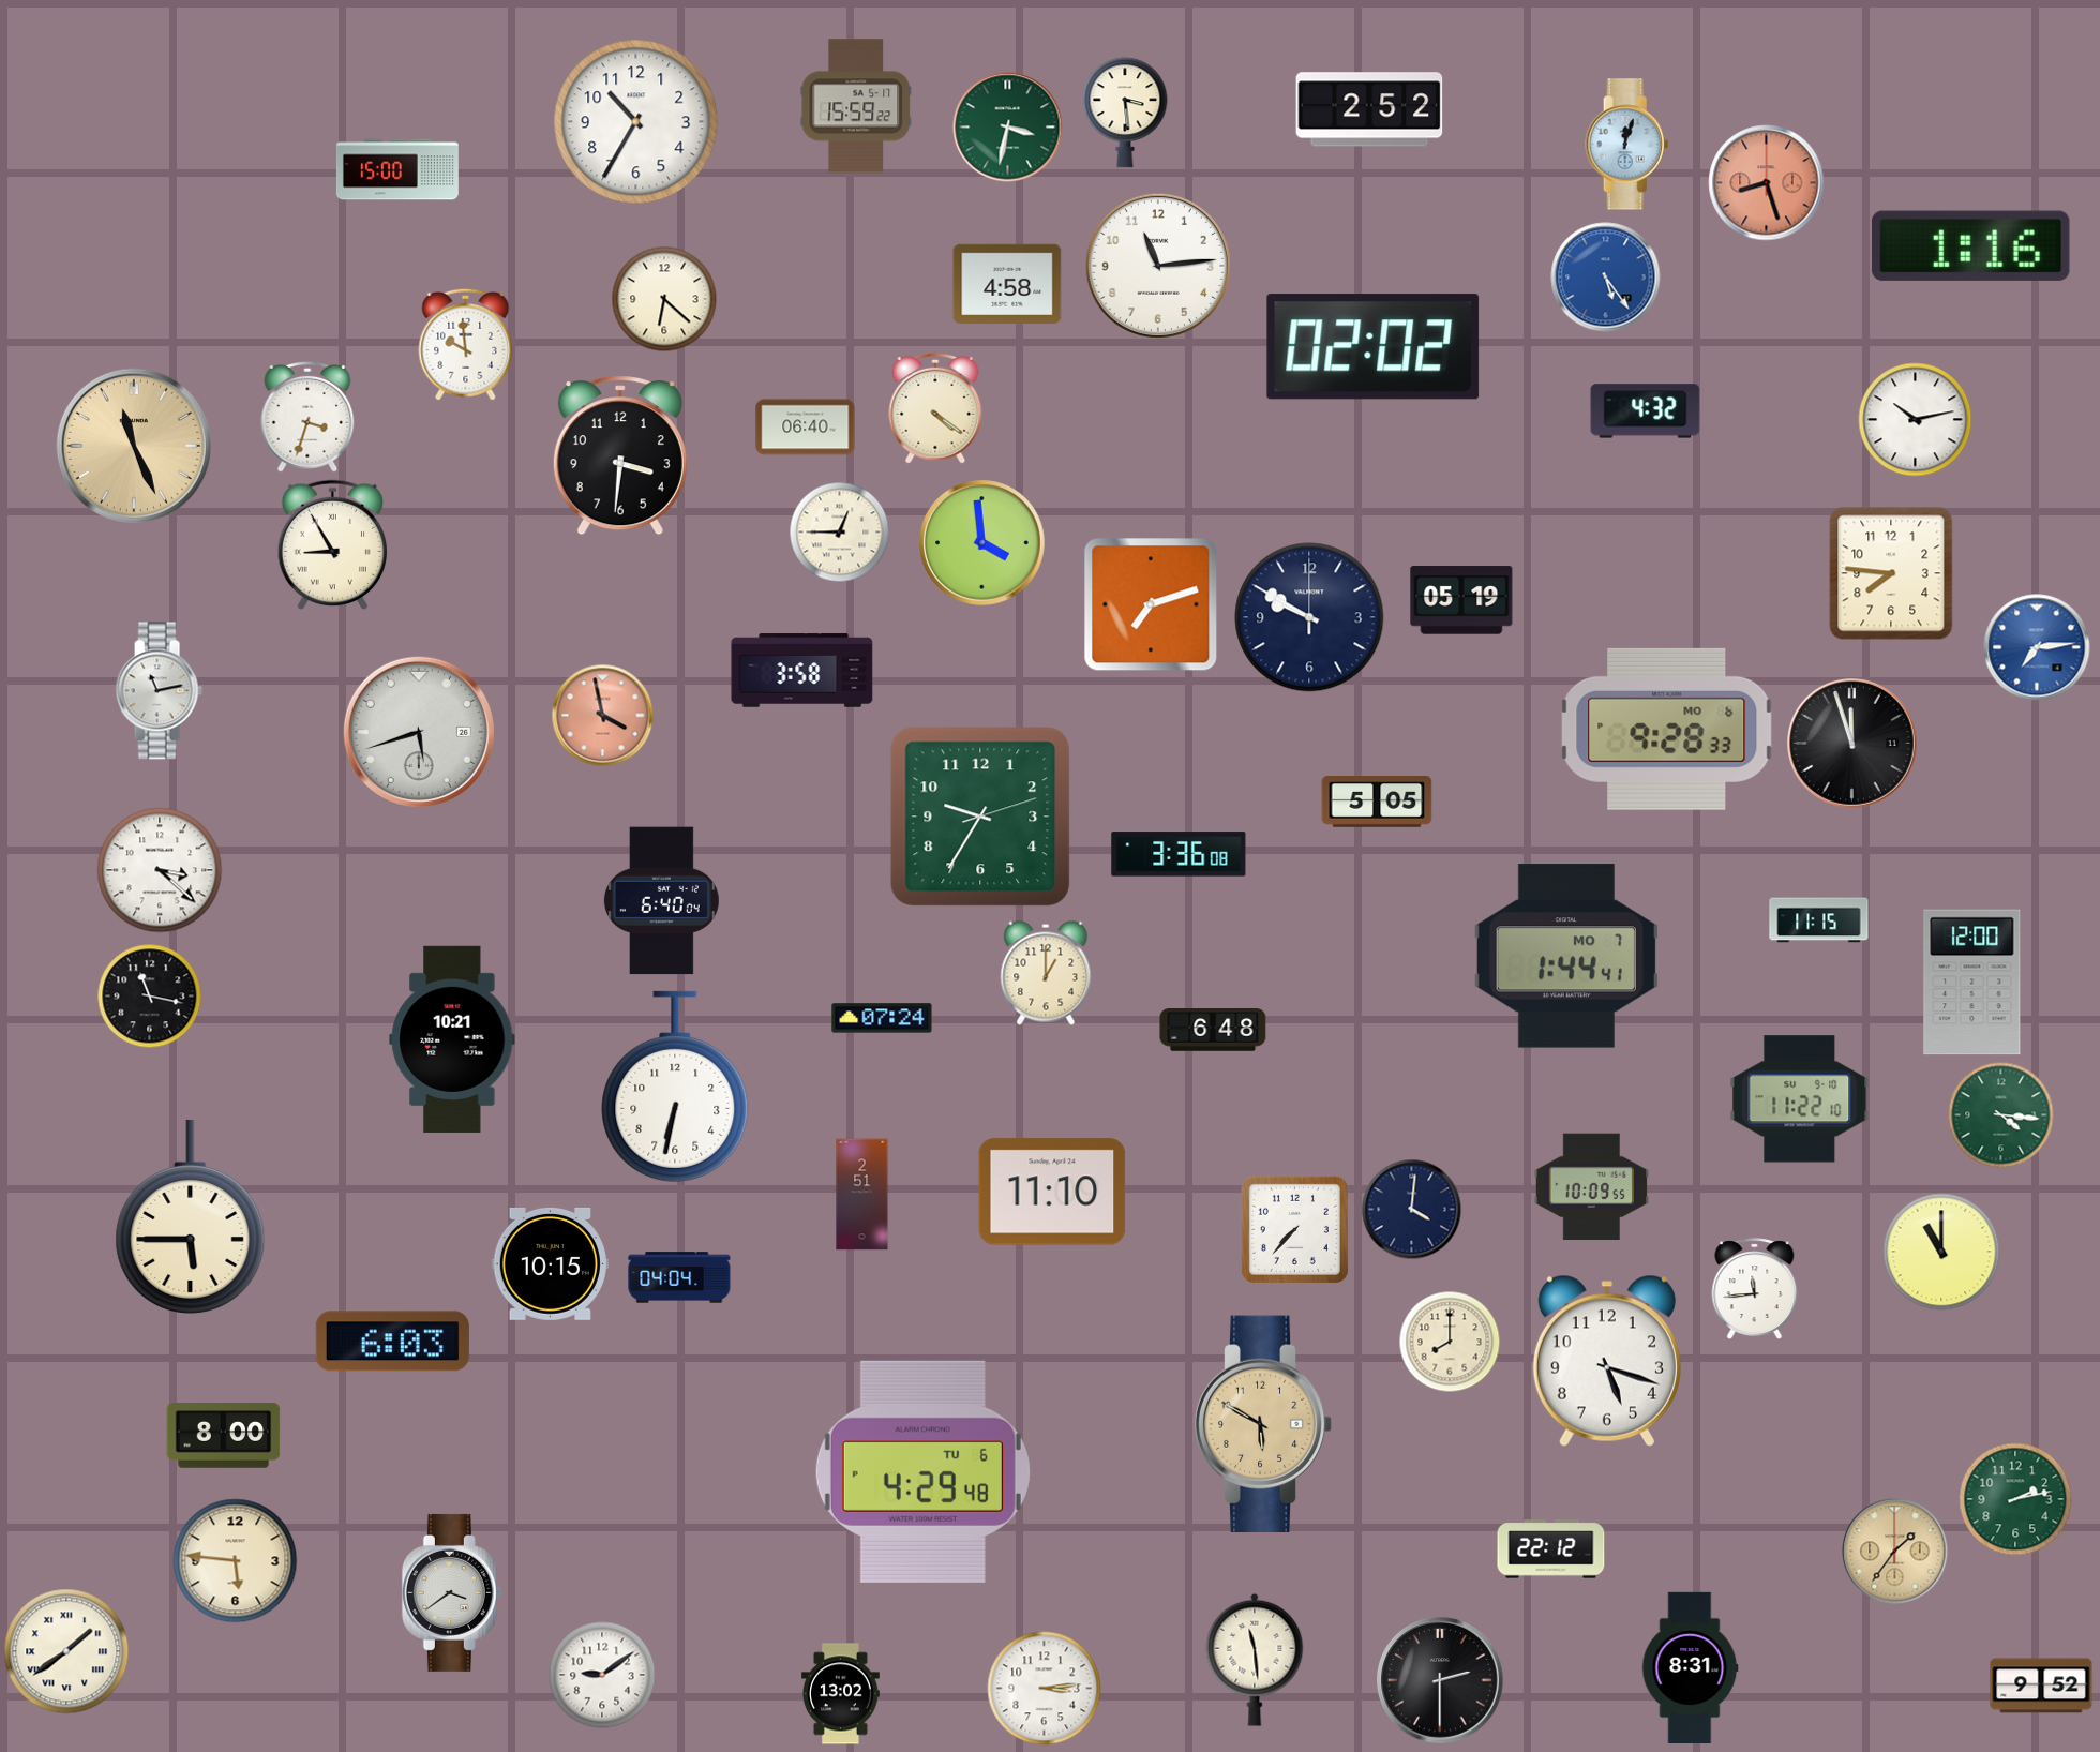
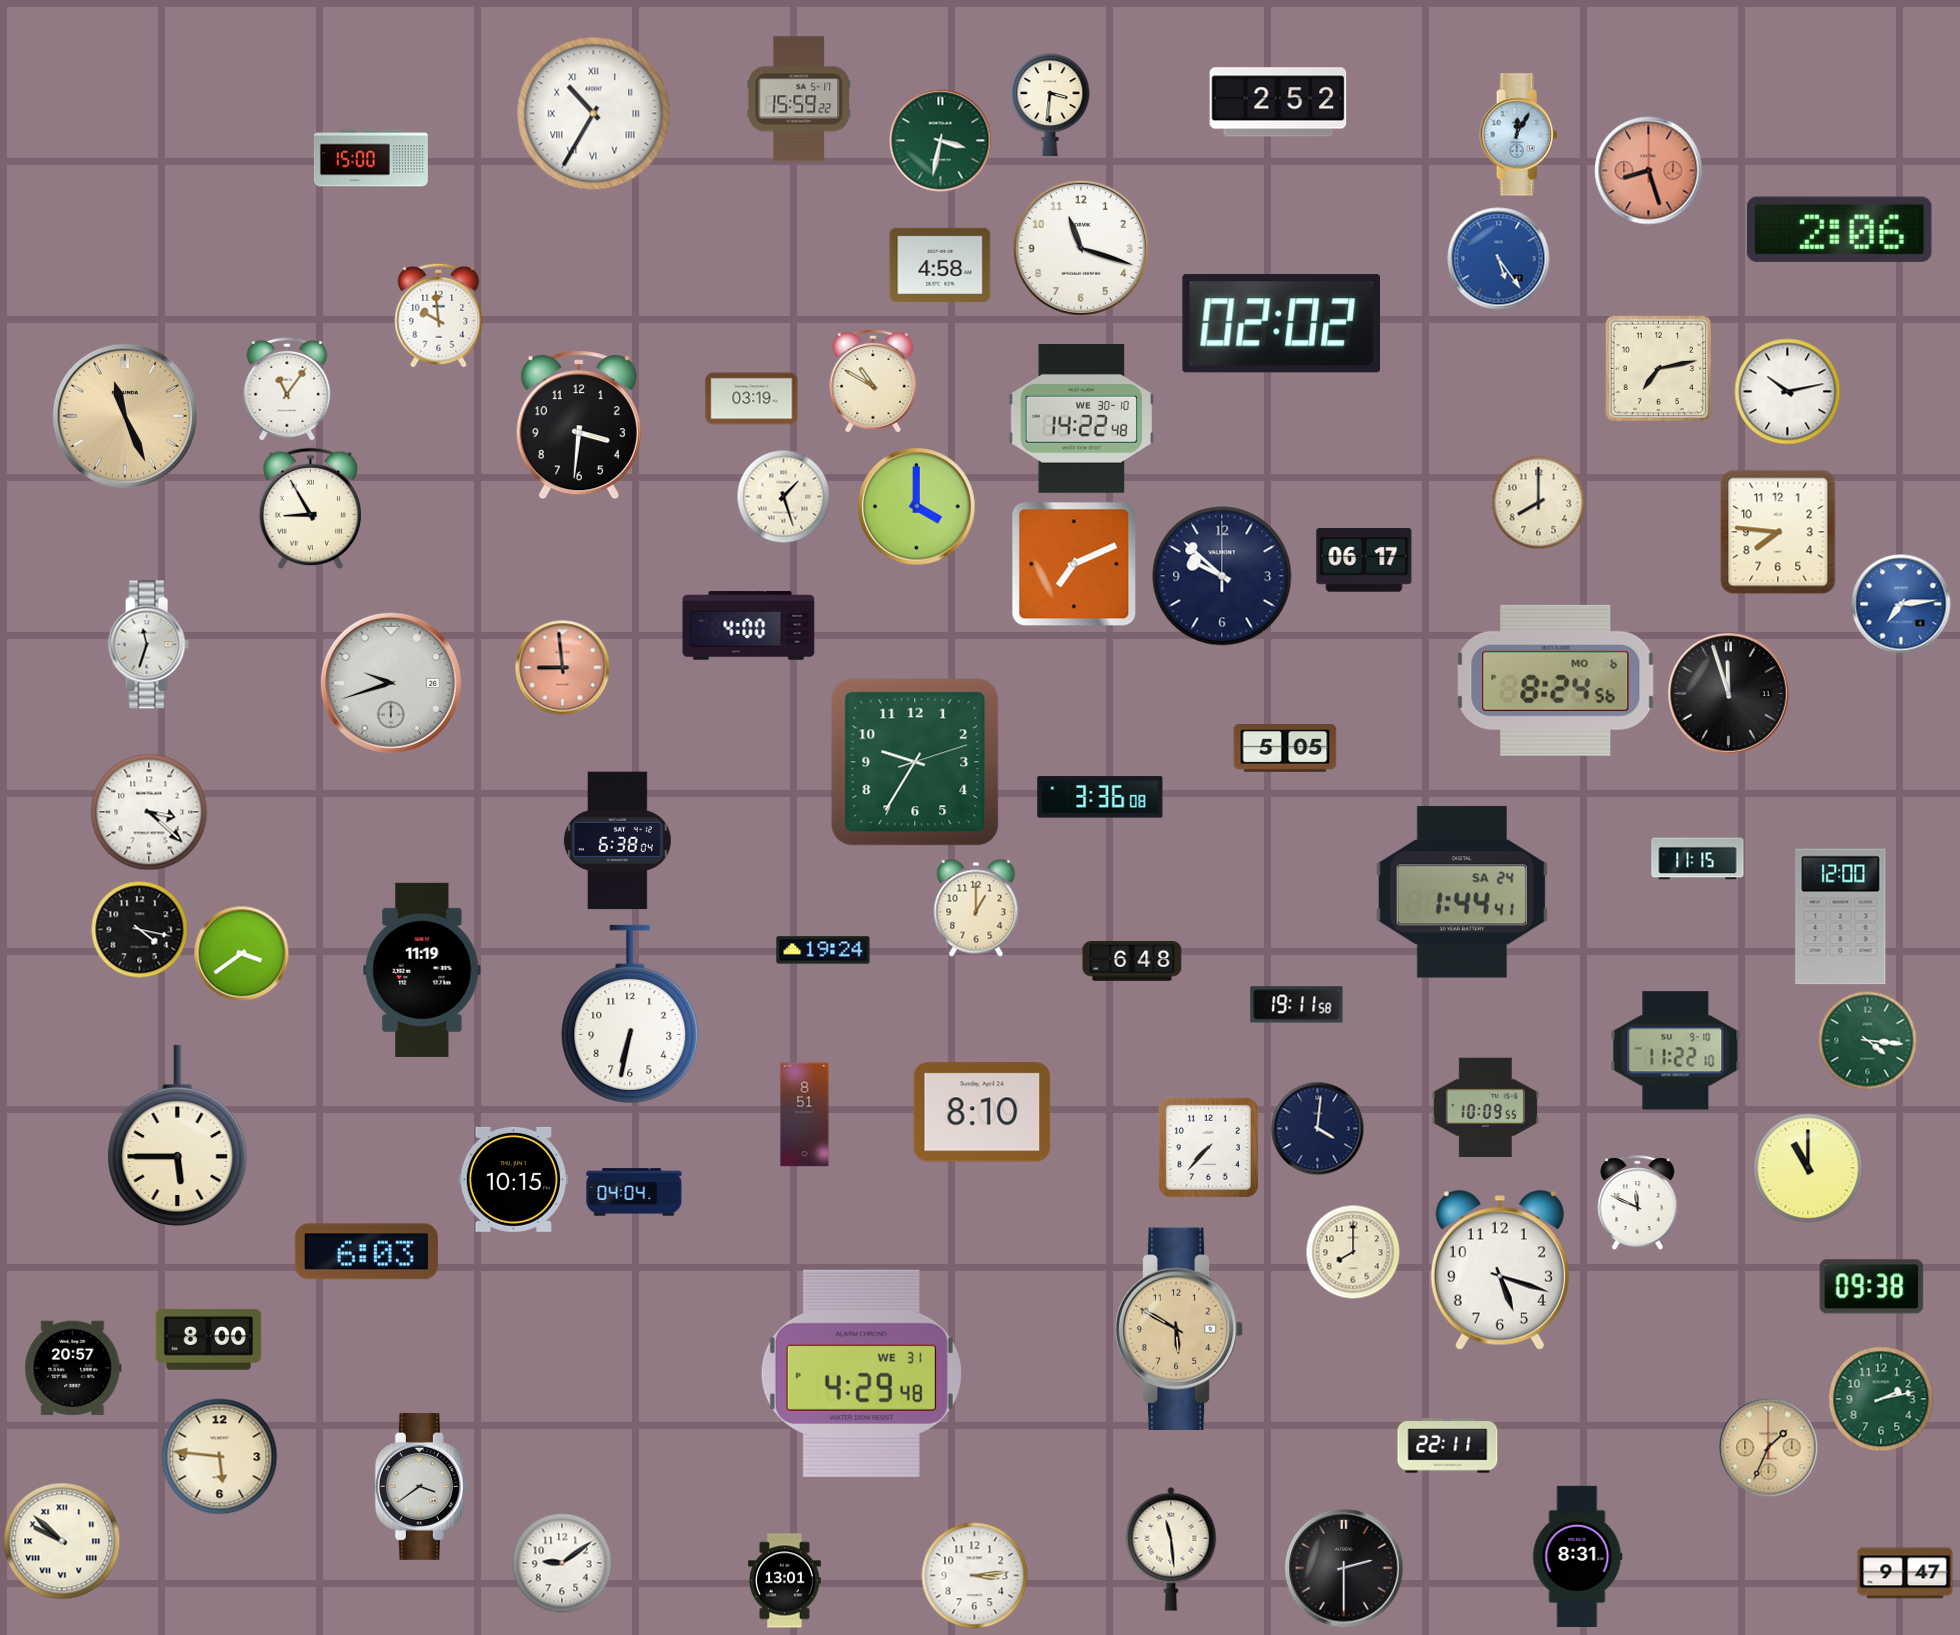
clock at (1125, 113): 3:29 -> 3:31
clock at (636, 122) numerals: Arabic -> Roman
clock at (1008, 128) position: (1008, 128) -> (941, 141)
clock at (1627, 145): 12:03 -> 12:05
clock at (1970, 245): 1:16 -> 2:06
clock at (1158, 266): 11:14 -> 11:18
clock at (664, 299): 6:22 -> none
clock at (466, 344) position: (466, 344) -> (439, 315)
clock at (1658, 368): none -> 7:13
clock at (935, 408): 4:21 -> 10:50
clock at (1646, 411): 4:32 -> none
clock at (307, 417): 3:33 -> 11:06
clock at (806, 428): 06:40 -> 03:19
clock at (1082, 418): none -> 14:22
clock at (840, 533): 12:45 -> 1:27
clock at (1539, 503): none -> 8:00
clock at (982, 543): 3:59 -> 4:00
clock at (1891, 573) position: (1891, 573) -> (1778, 532)
clock at (1461, 600): 05:19 -> 06:17
clock at (1151, 604): 7:12 -> 7:11
clock at (1309, 617): 9:50 -> 9:52
clock at (802, 671): 3:58 -> 4:00
clock at (159, 691): 11:13 -> 11:33
clock at (603, 716): 3:58 -> 8:59
clock at (1667, 729): 9:28 -> 8:24
clock at (419, 732): 5:42 -> 9:42
clock at (661, 901): 6:40 -> 6:38
clock at (1566, 956) date: MO 7 -> SA 24
clock at (150, 997): 11:17 -> 4:17
clock at (882, 1018): 07:24 -> 19:24
clock at (242, 954): none -> 3:39
clock at (452, 1039): 10:21 -> 11:19
clock at (1297, 1005): none -> 19:11
clock at (1800, 1099) position: (1800, 1099) -> (1676, 1051)
clock at (1052, 1192): 11:10 -> 8:10
clock at (862, 1195): 2:51 -> 8:51
clock at (1941, 1252) position: (1941, 1252) -> (1808, 1168)
clock at (1755, 1288): 11:44 -> 11:49
clock at (1872, 1287): none -> 09:38
clock at (73, 1368): none -> 20:57
clock at (922, 1471) date: TU 6 -> WE 31
clock at (1551, 1549): 22:12 -> 22:11
clock at (1895, 1552): 1:36 -> 1:34
clock at (66, 1651): 1:39 -> 9:52
clock at (2041, 1686): 9:52 -> 9:47
clock at (841, 1694): 13:02 -> 13:01
